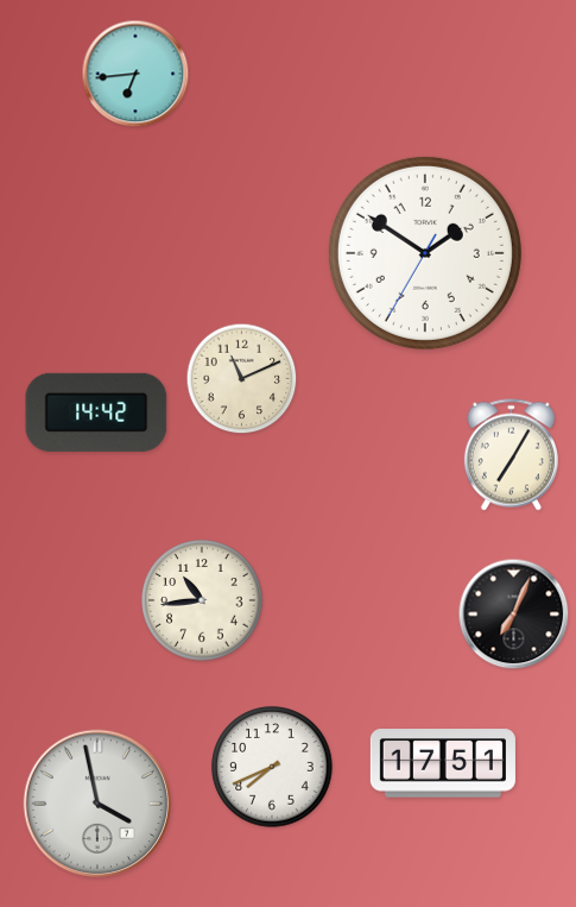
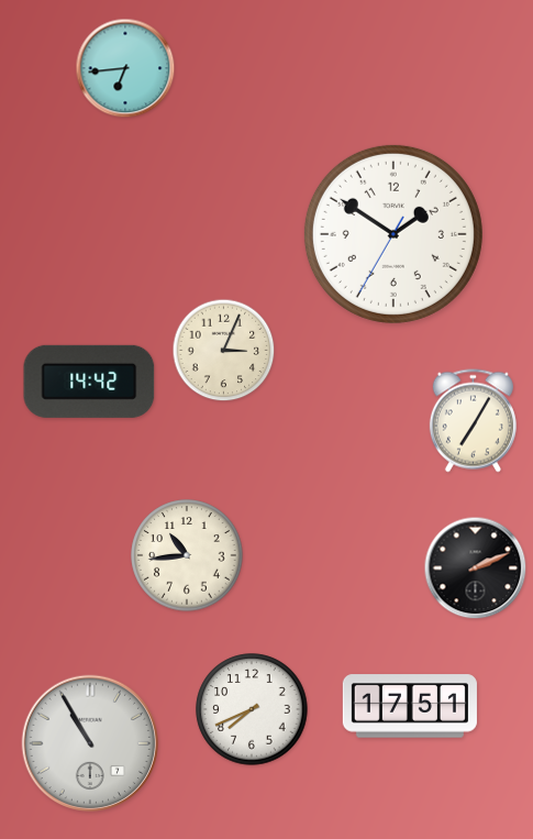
clock at (242, 379): 11:11 -> 3:04
clock at (514, 615): 7:04 -> 2:11
clock at (97, 804): 3:58 -> 10:55
